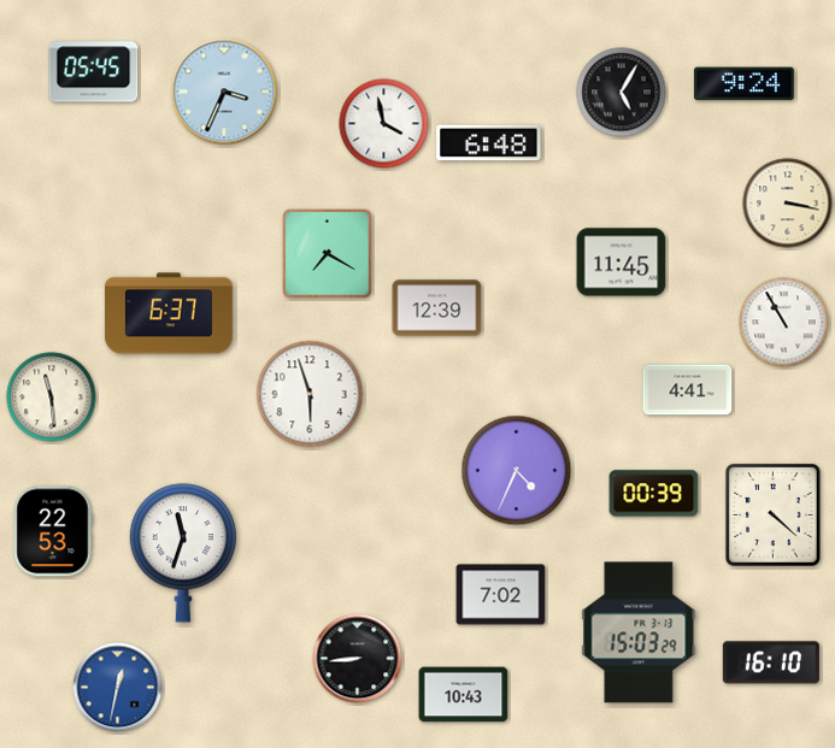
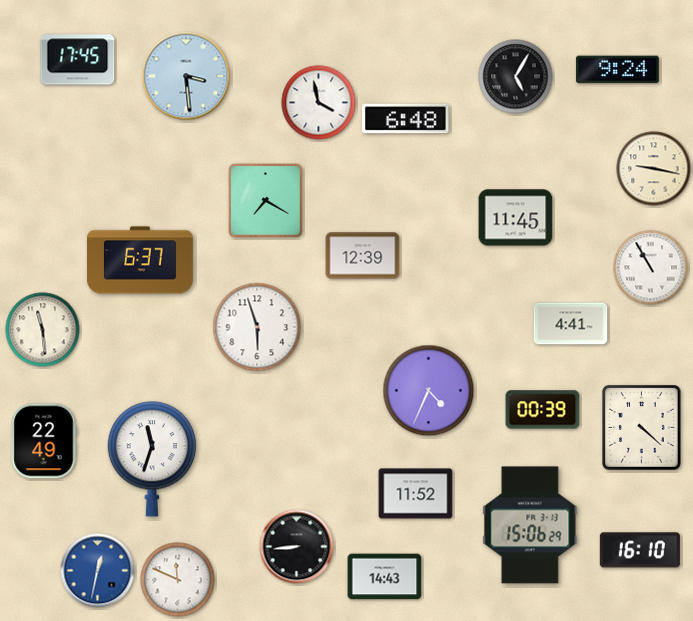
clock at (94, 72): 05:45 -> 17:45
clock at (224, 92): 3:34 -> 3:29
clock at (788, 204): 3:17 -> 9:17
clock at (328, 254) position: (328, 254) -> (266, 201)
clock at (53, 531): 22:53 -> 22:49
clock at (501, 595): 7:02 -> 11:52
clock at (639, 632): 15:03 -> 15:06
clock at (464, 695): 10:43 -> 14:43
clock at (178, 580): none -> 11:49
